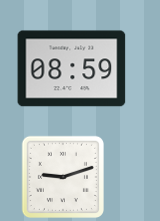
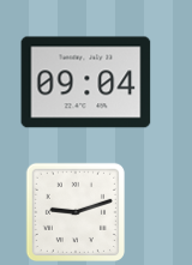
clock at (72, 69): 08:59 -> 09:04
